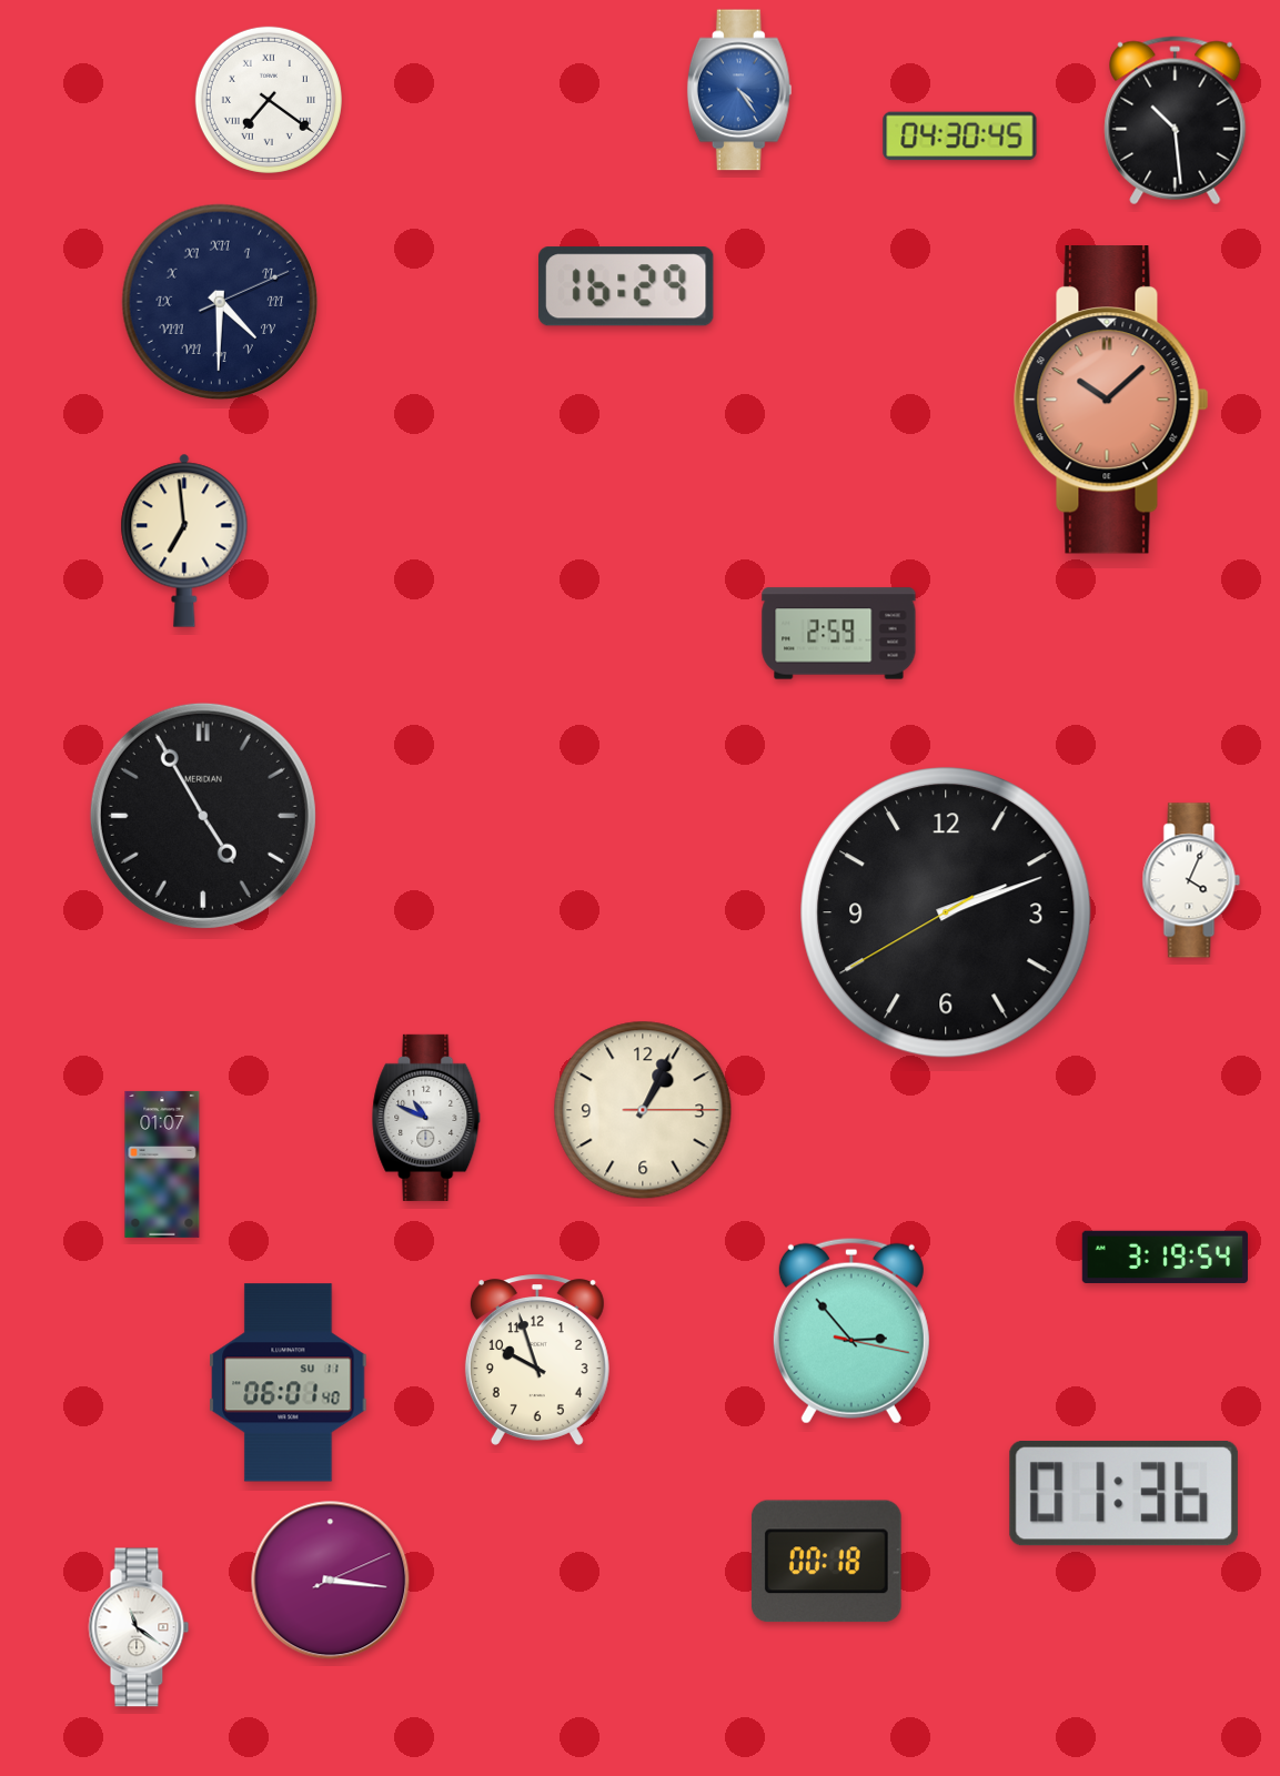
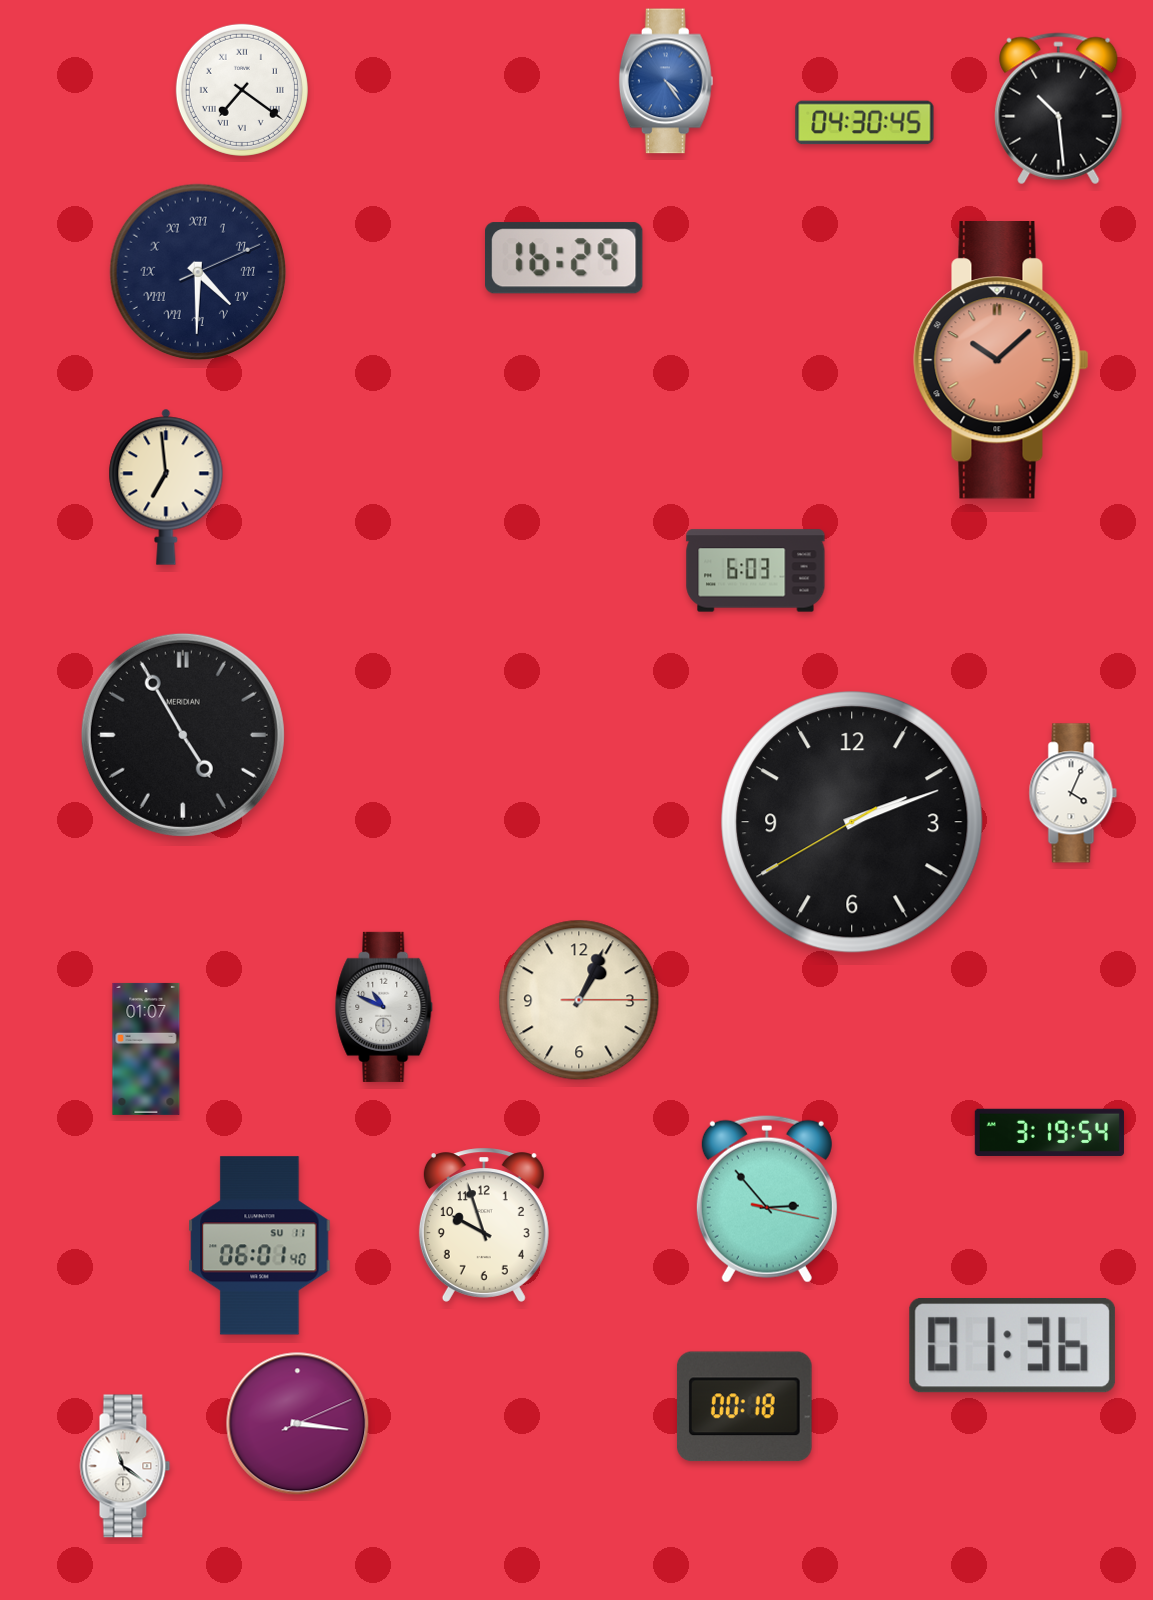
clock at (839, 634): 2:59 -> 6:03
